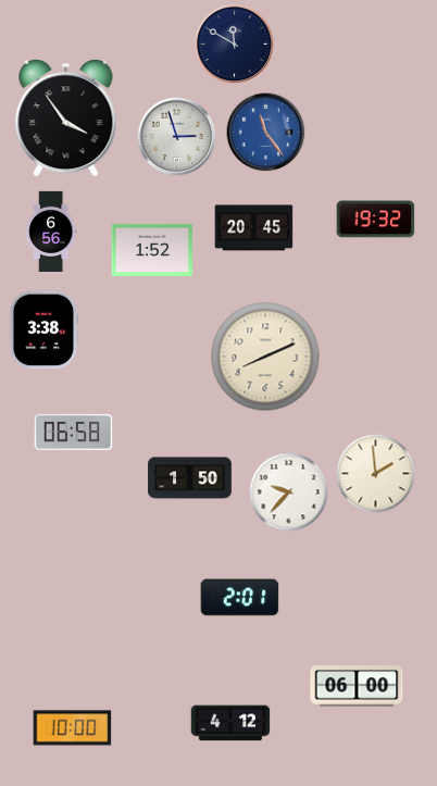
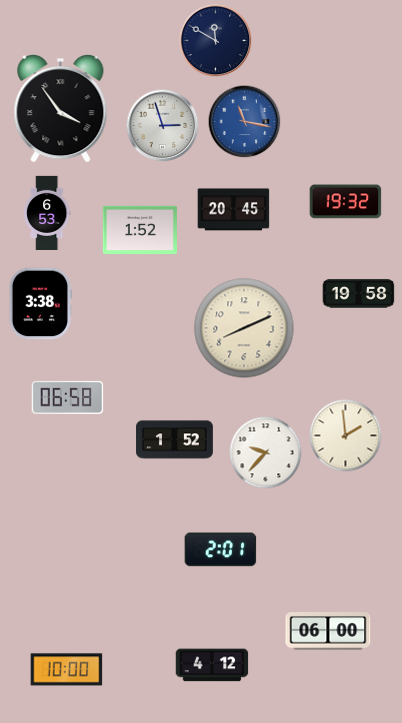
clock at (266, 133): 11:24 -> 11:17
clock at (51, 230): 6:56 -> 6:53
clock at (359, 294): none -> 19:58
clock at (190, 478): 1:50 -> 1:52
